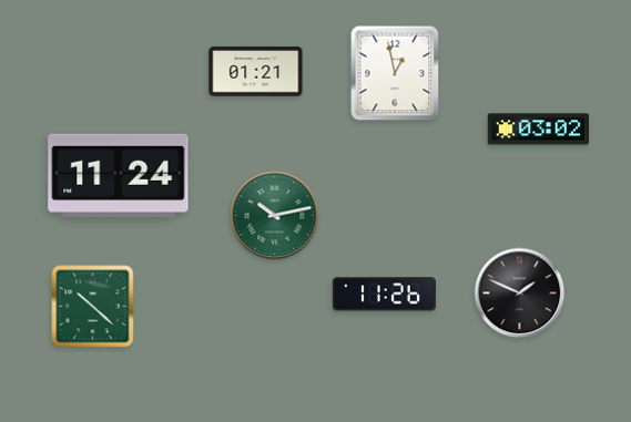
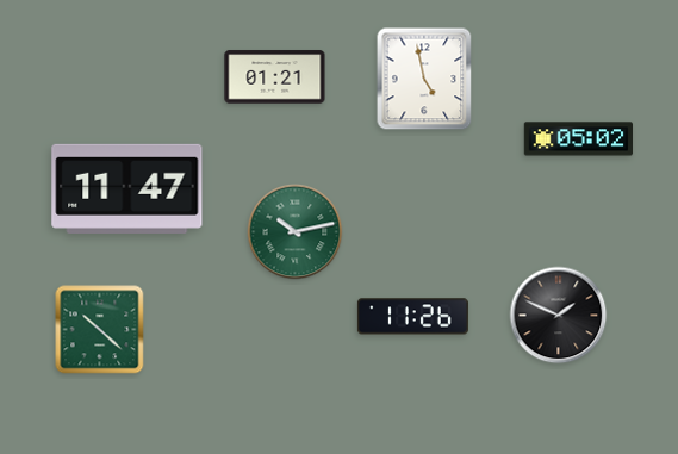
clock at (395, 73): 12:58 -> 4:58
clock at (538, 130): 03:02 -> 05:02
clock at (119, 175): 11:24 -> 11:47
